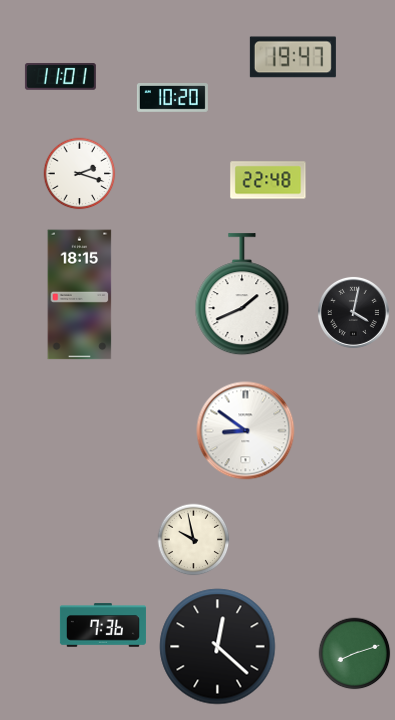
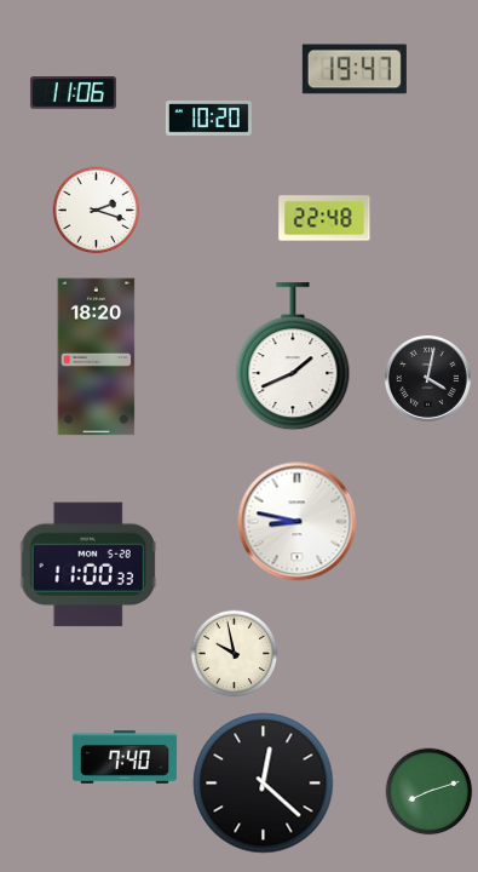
clock at (60, 77): 11:01 -> 11:06
clock at (80, 295): 18:15 -> 18:20
clock at (246, 431): 8:51 -> 8:47
clock at (88, 564): none -> 11:00
clock at (103, 625): 7:36 -> 7:40
